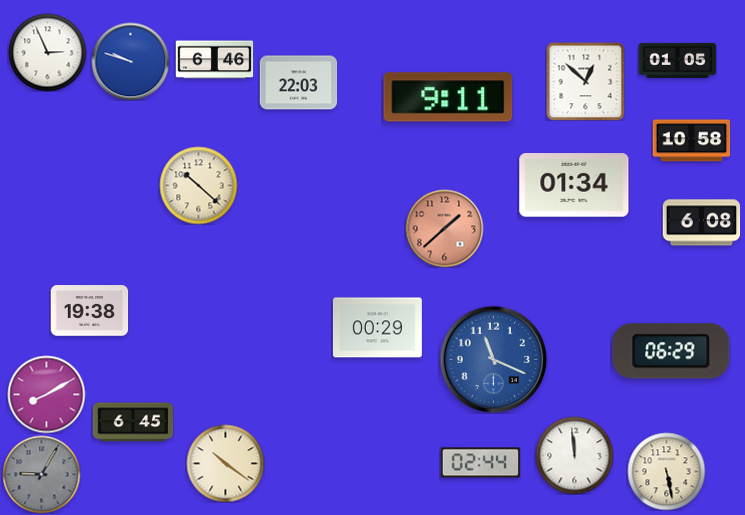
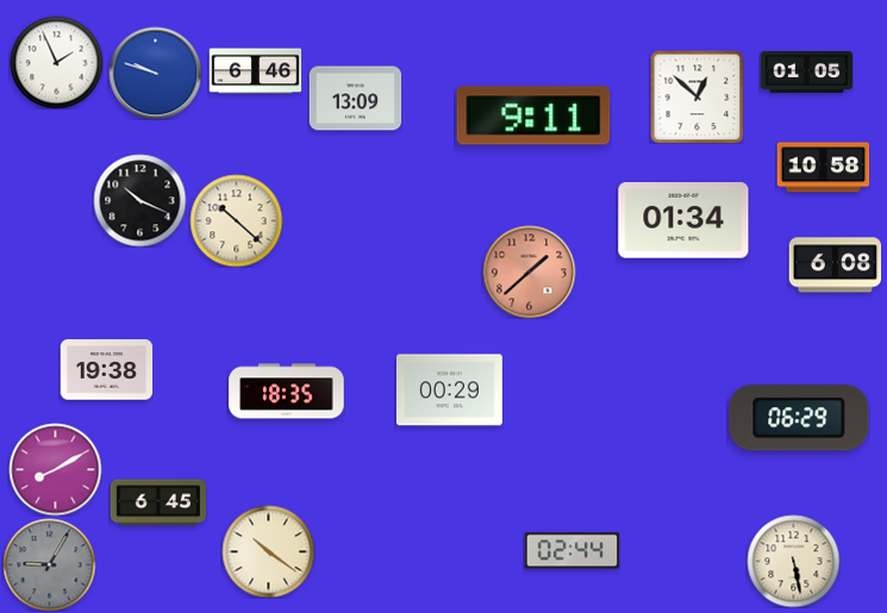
clock at (47, 52): 2:56 -> 1:56
clock at (298, 83): 22:03 -> 13:09
clock at (139, 200): none -> 10:19
clock at (287, 392): none -> 18:35
clock at (493, 359): 11:19 -> none
clock at (574, 455): 11:59 -> none
